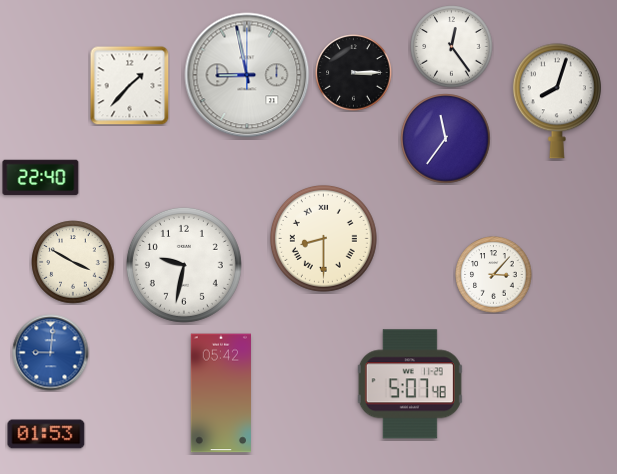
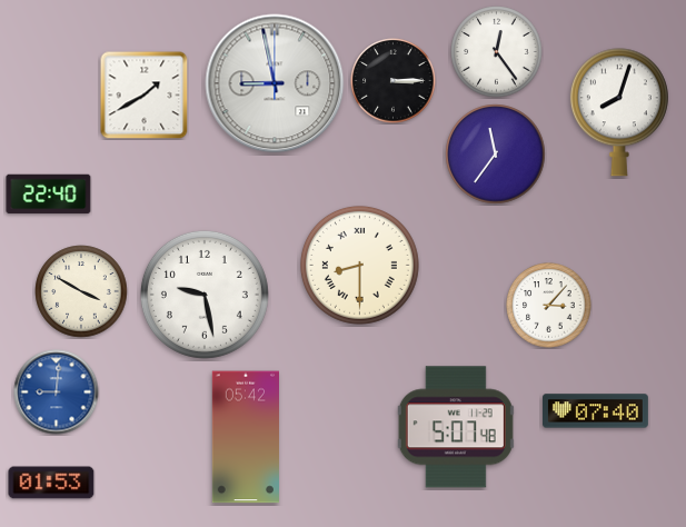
clock at (452, 47) position: (452, 47) -> (497, 52)
clock at (130, 86): 1:37 -> 1:40
clock at (41, 178) position: (41, 178) -> (49, 195)
clock at (184, 265): 9:32 -> 9:28
clock at (595, 411): none -> 07:40
